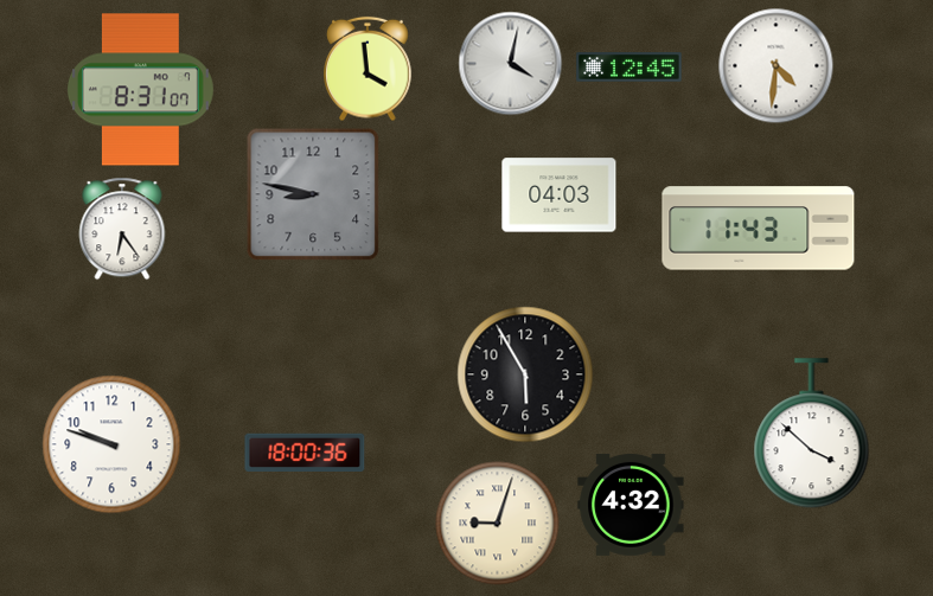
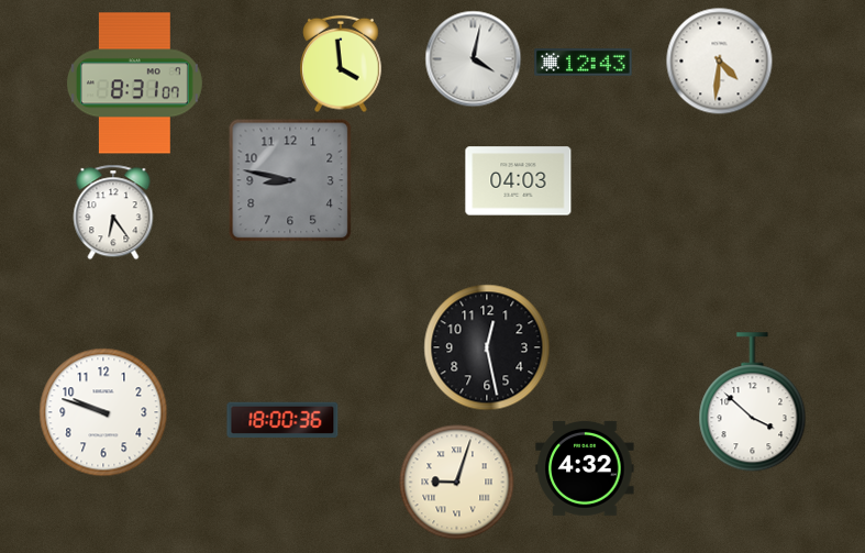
clock at (630, 68): 12:45 -> 12:43
clock at (140, 90) position: (140, 90) -> (134, 84)
clock at (759, 229): 11:43 -> none
clock at (525, 374): 5:55 -> 12:28
clock at (498, 524) position: (498, 524) -> (457, 483)
